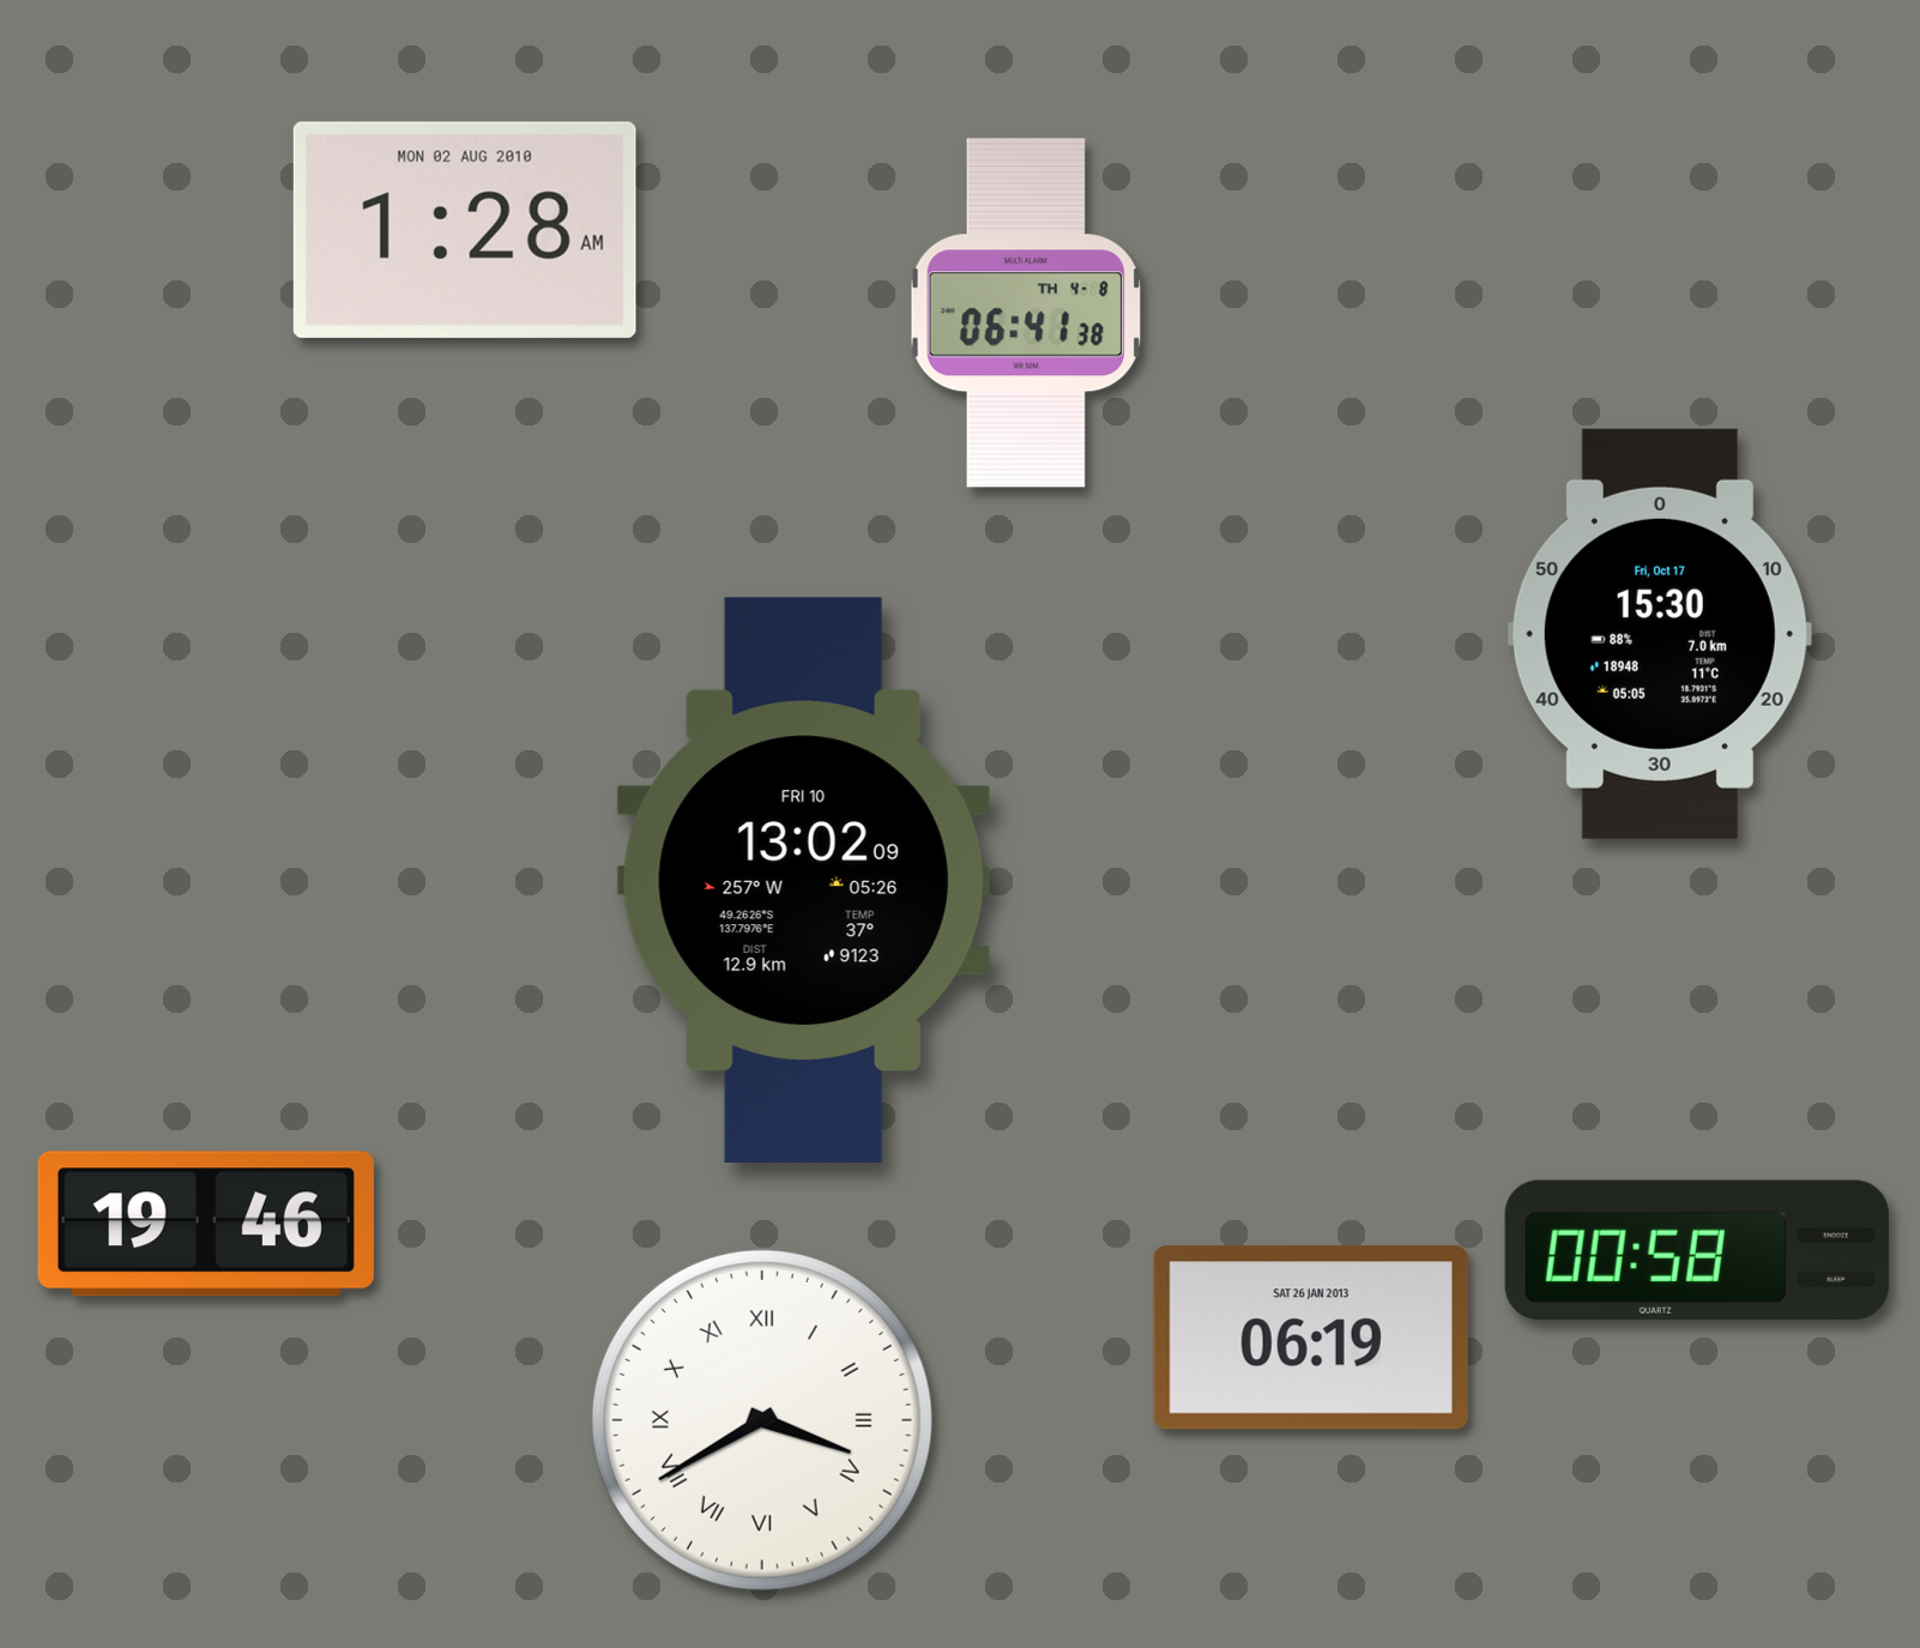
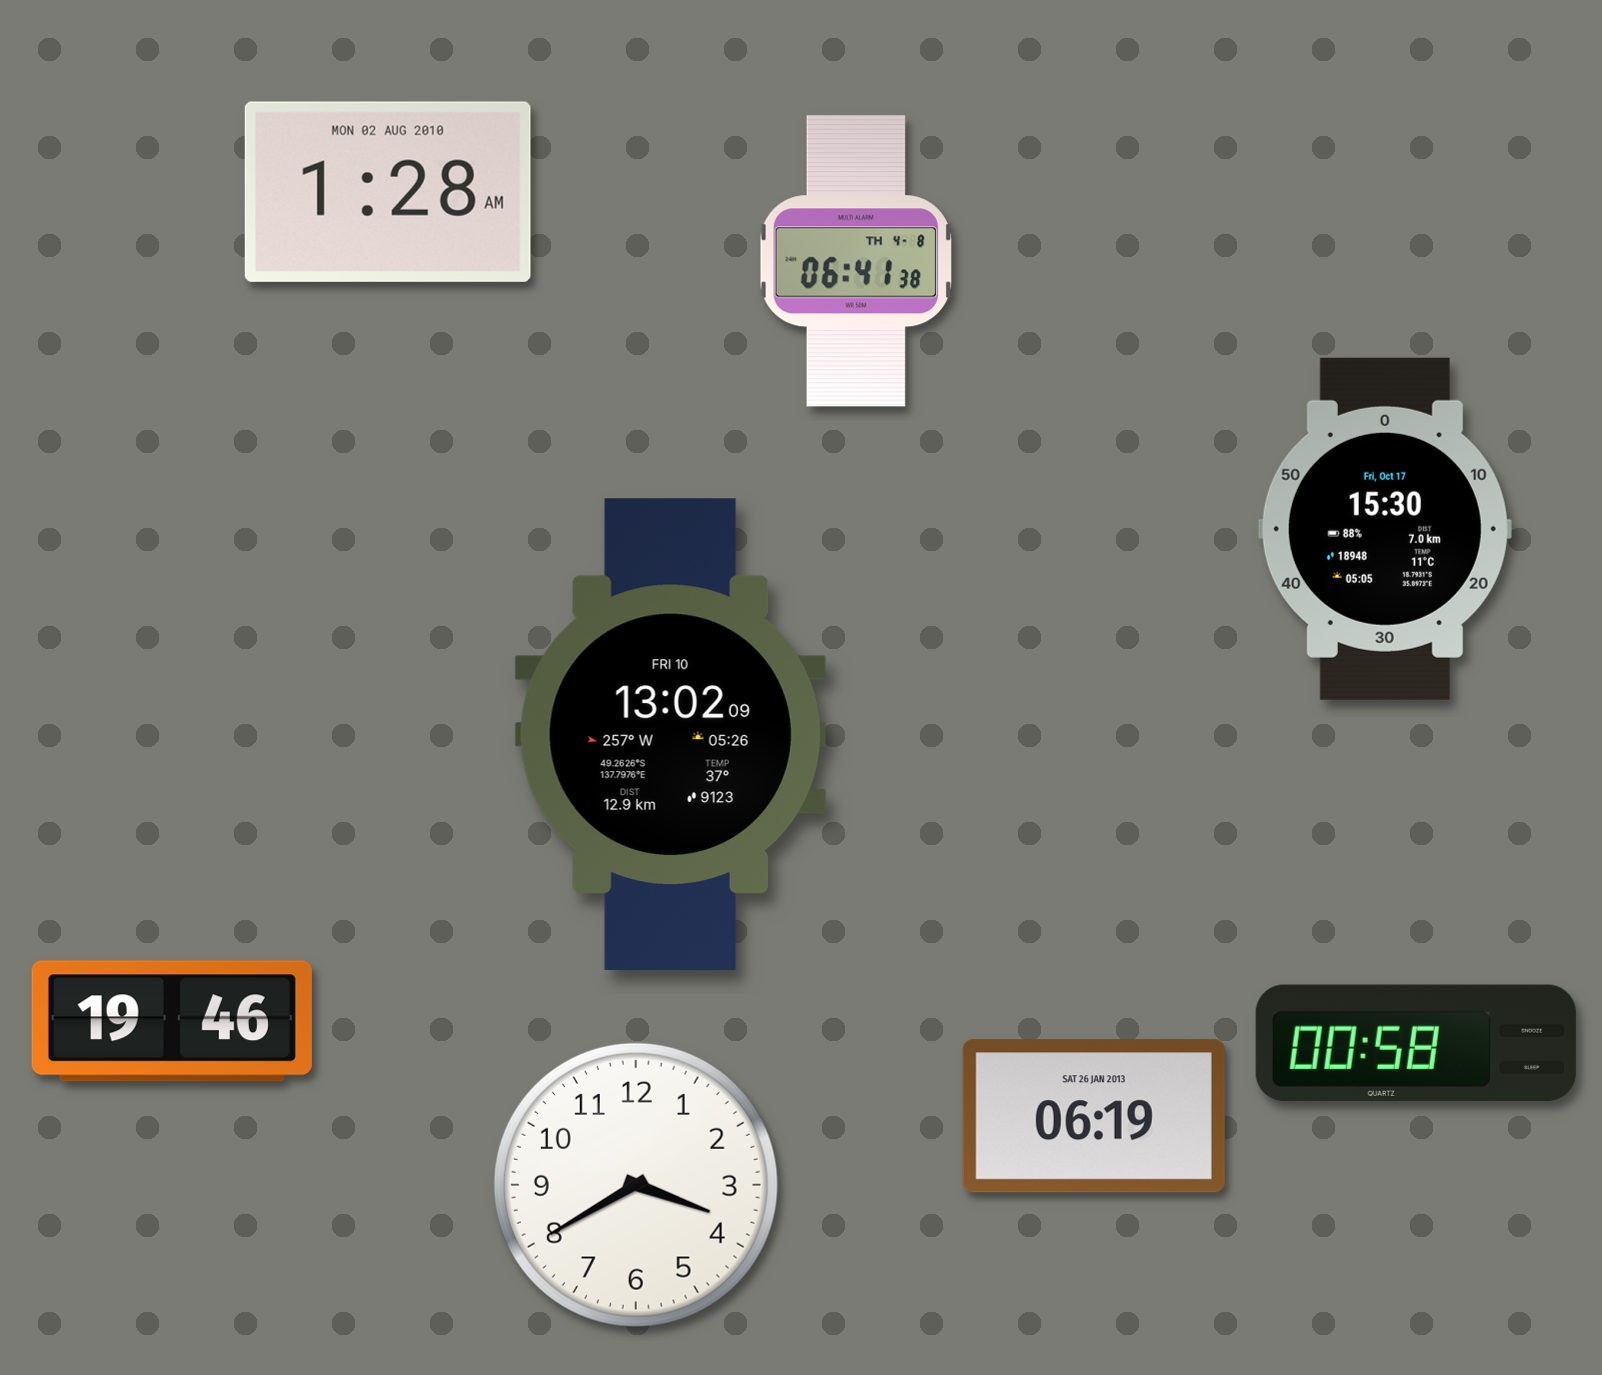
clock at (762, 1420) numerals: Roman -> Arabic
